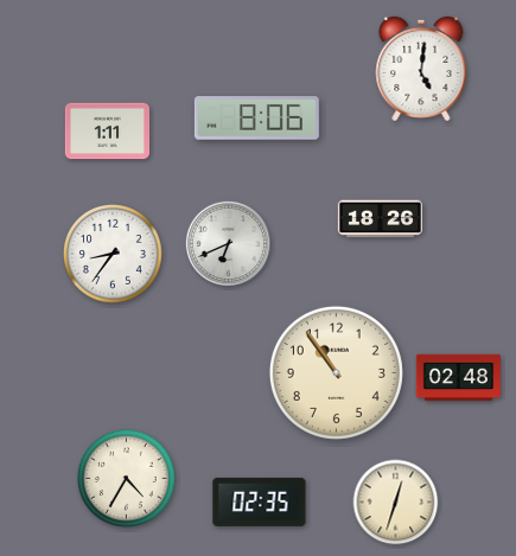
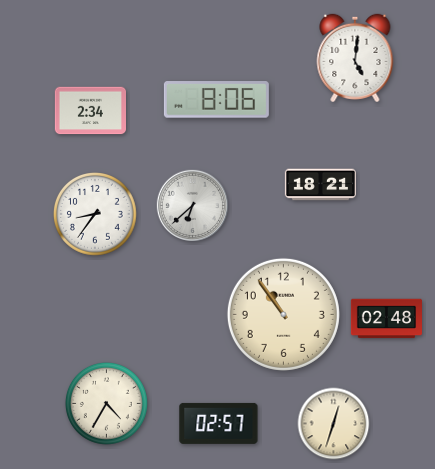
clock at (107, 132): 1:11 -> 2:34
clock at (380, 219): 18:26 -> 18:21
clock at (228, 243): 6:41 -> 6:38
clock at (260, 501): 02:35 -> 02:57
